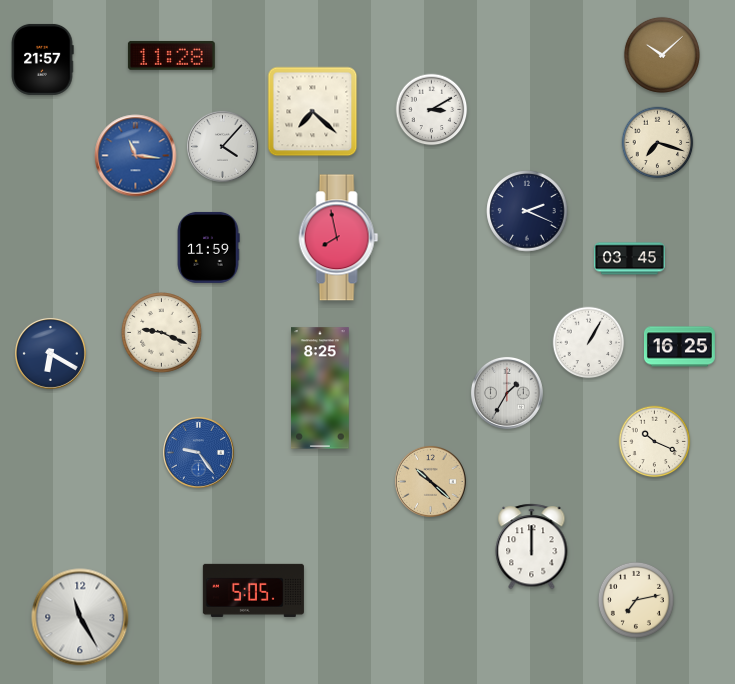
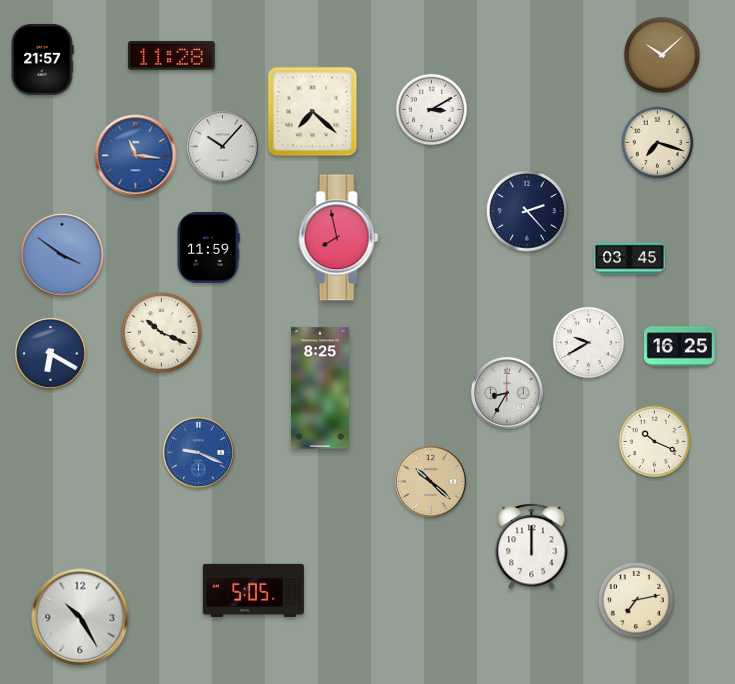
clock at (222, 146): 4:07 -> 10:07
clock at (527, 211): 2:19 -> 2:23
clock at (62, 255): none -> 3:51
clock at (162, 333): 9:19 -> 10:19
clock at (589, 343): 1:05 -> 9:40
clock at (507, 393): 1:35 -> 8:35
clock at (198, 452): 9:24 -> 9:19
clock at (80, 617): 11:25 -> 10:25
